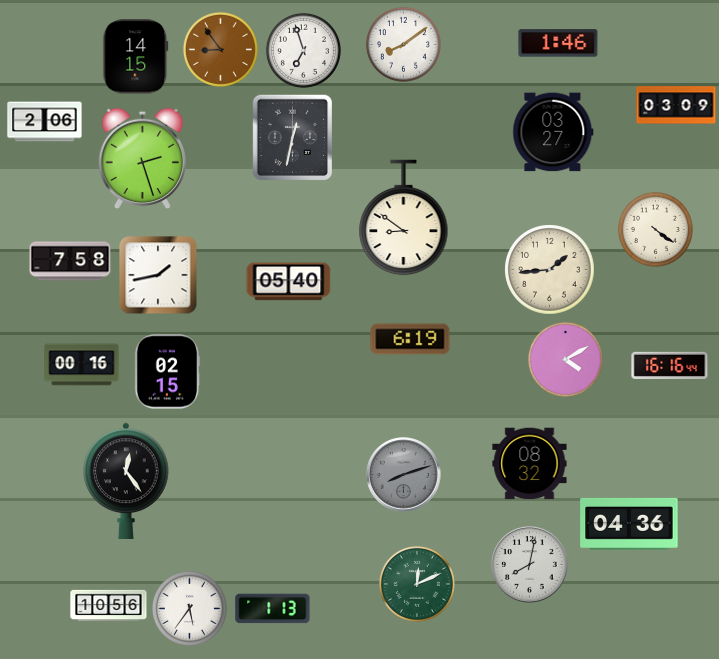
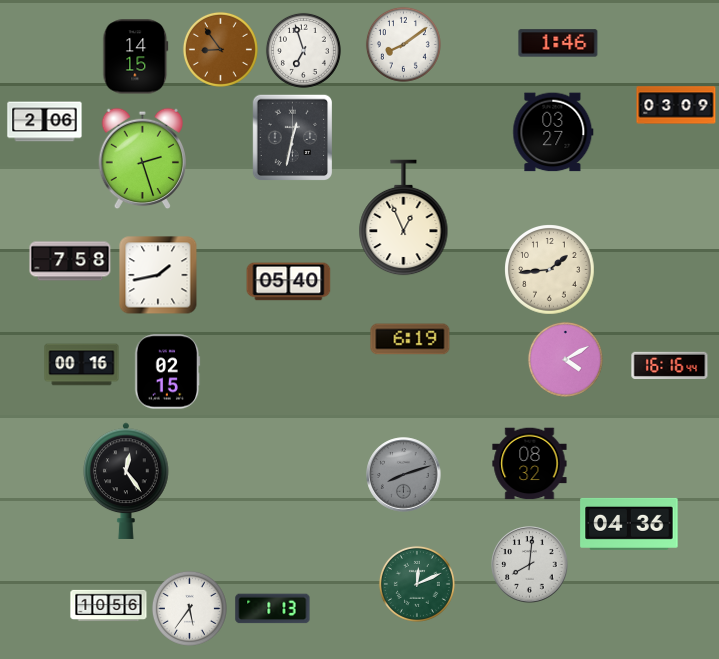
clock at (404, 218): 8:51 -> 12:56
clock at (655, 229): 4:21 -> none
clock at (530, 565): 8:02 -> 8:01
